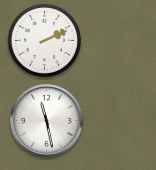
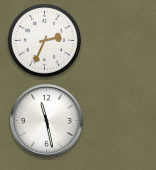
clock at (44, 40): 2:11 -> 2:34
